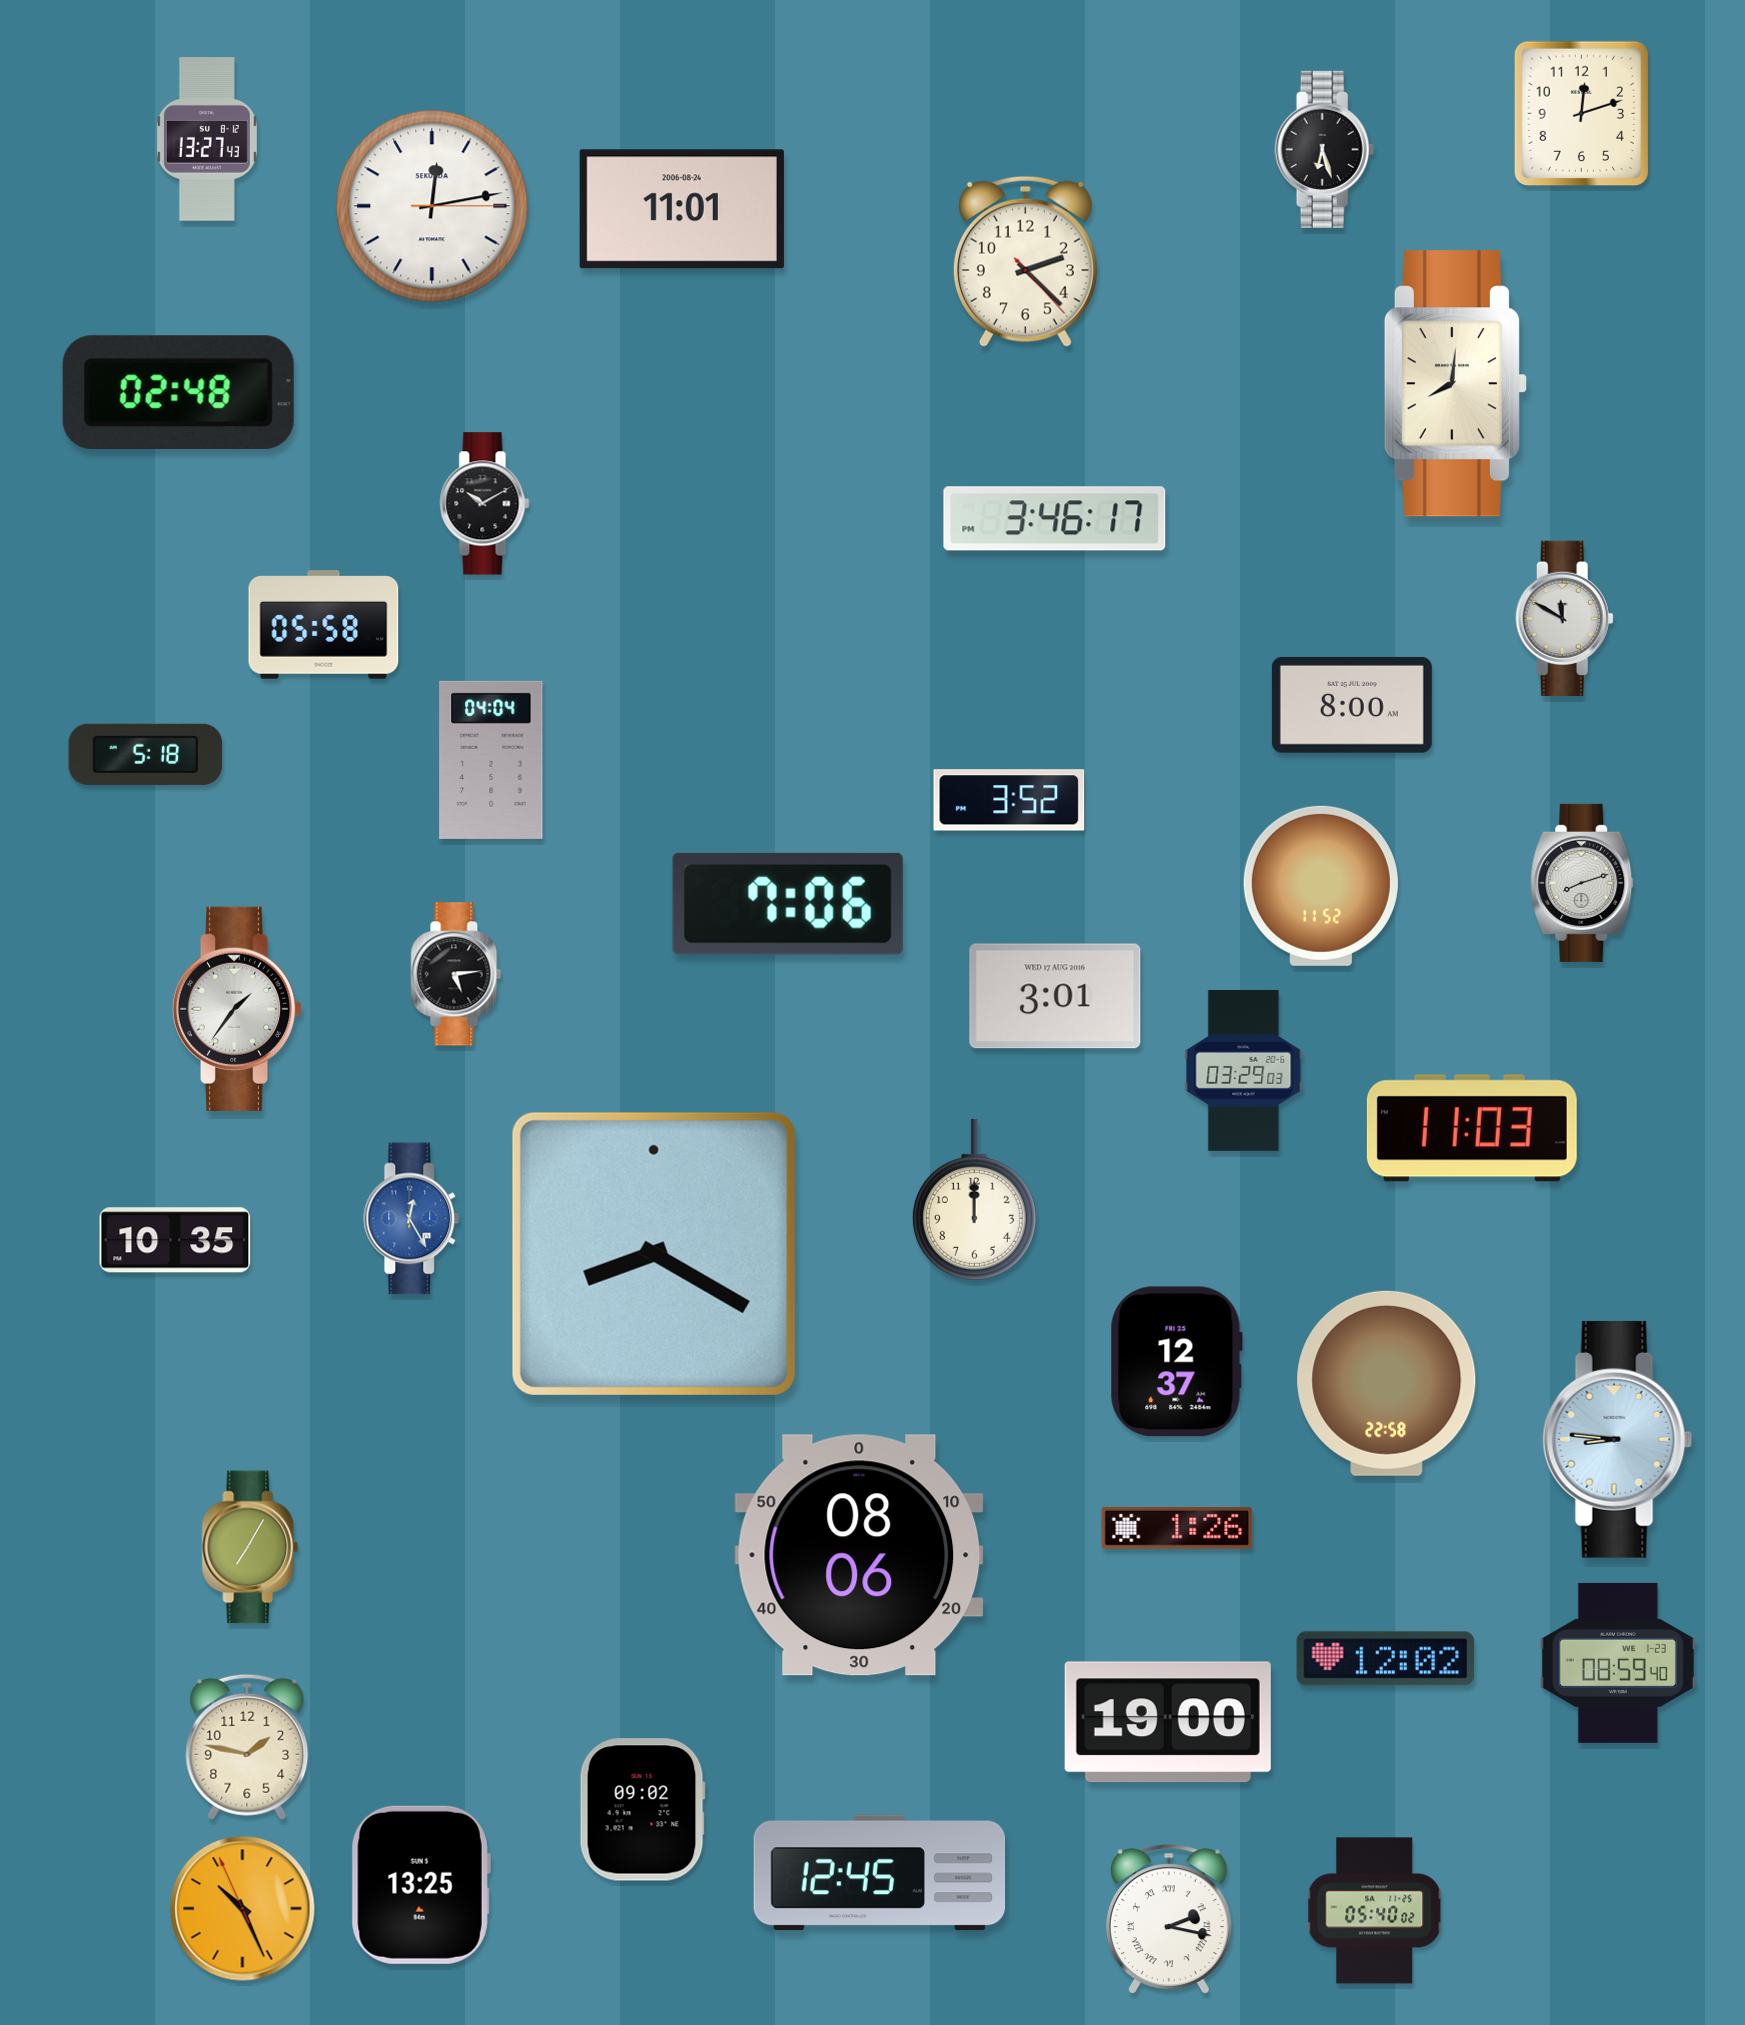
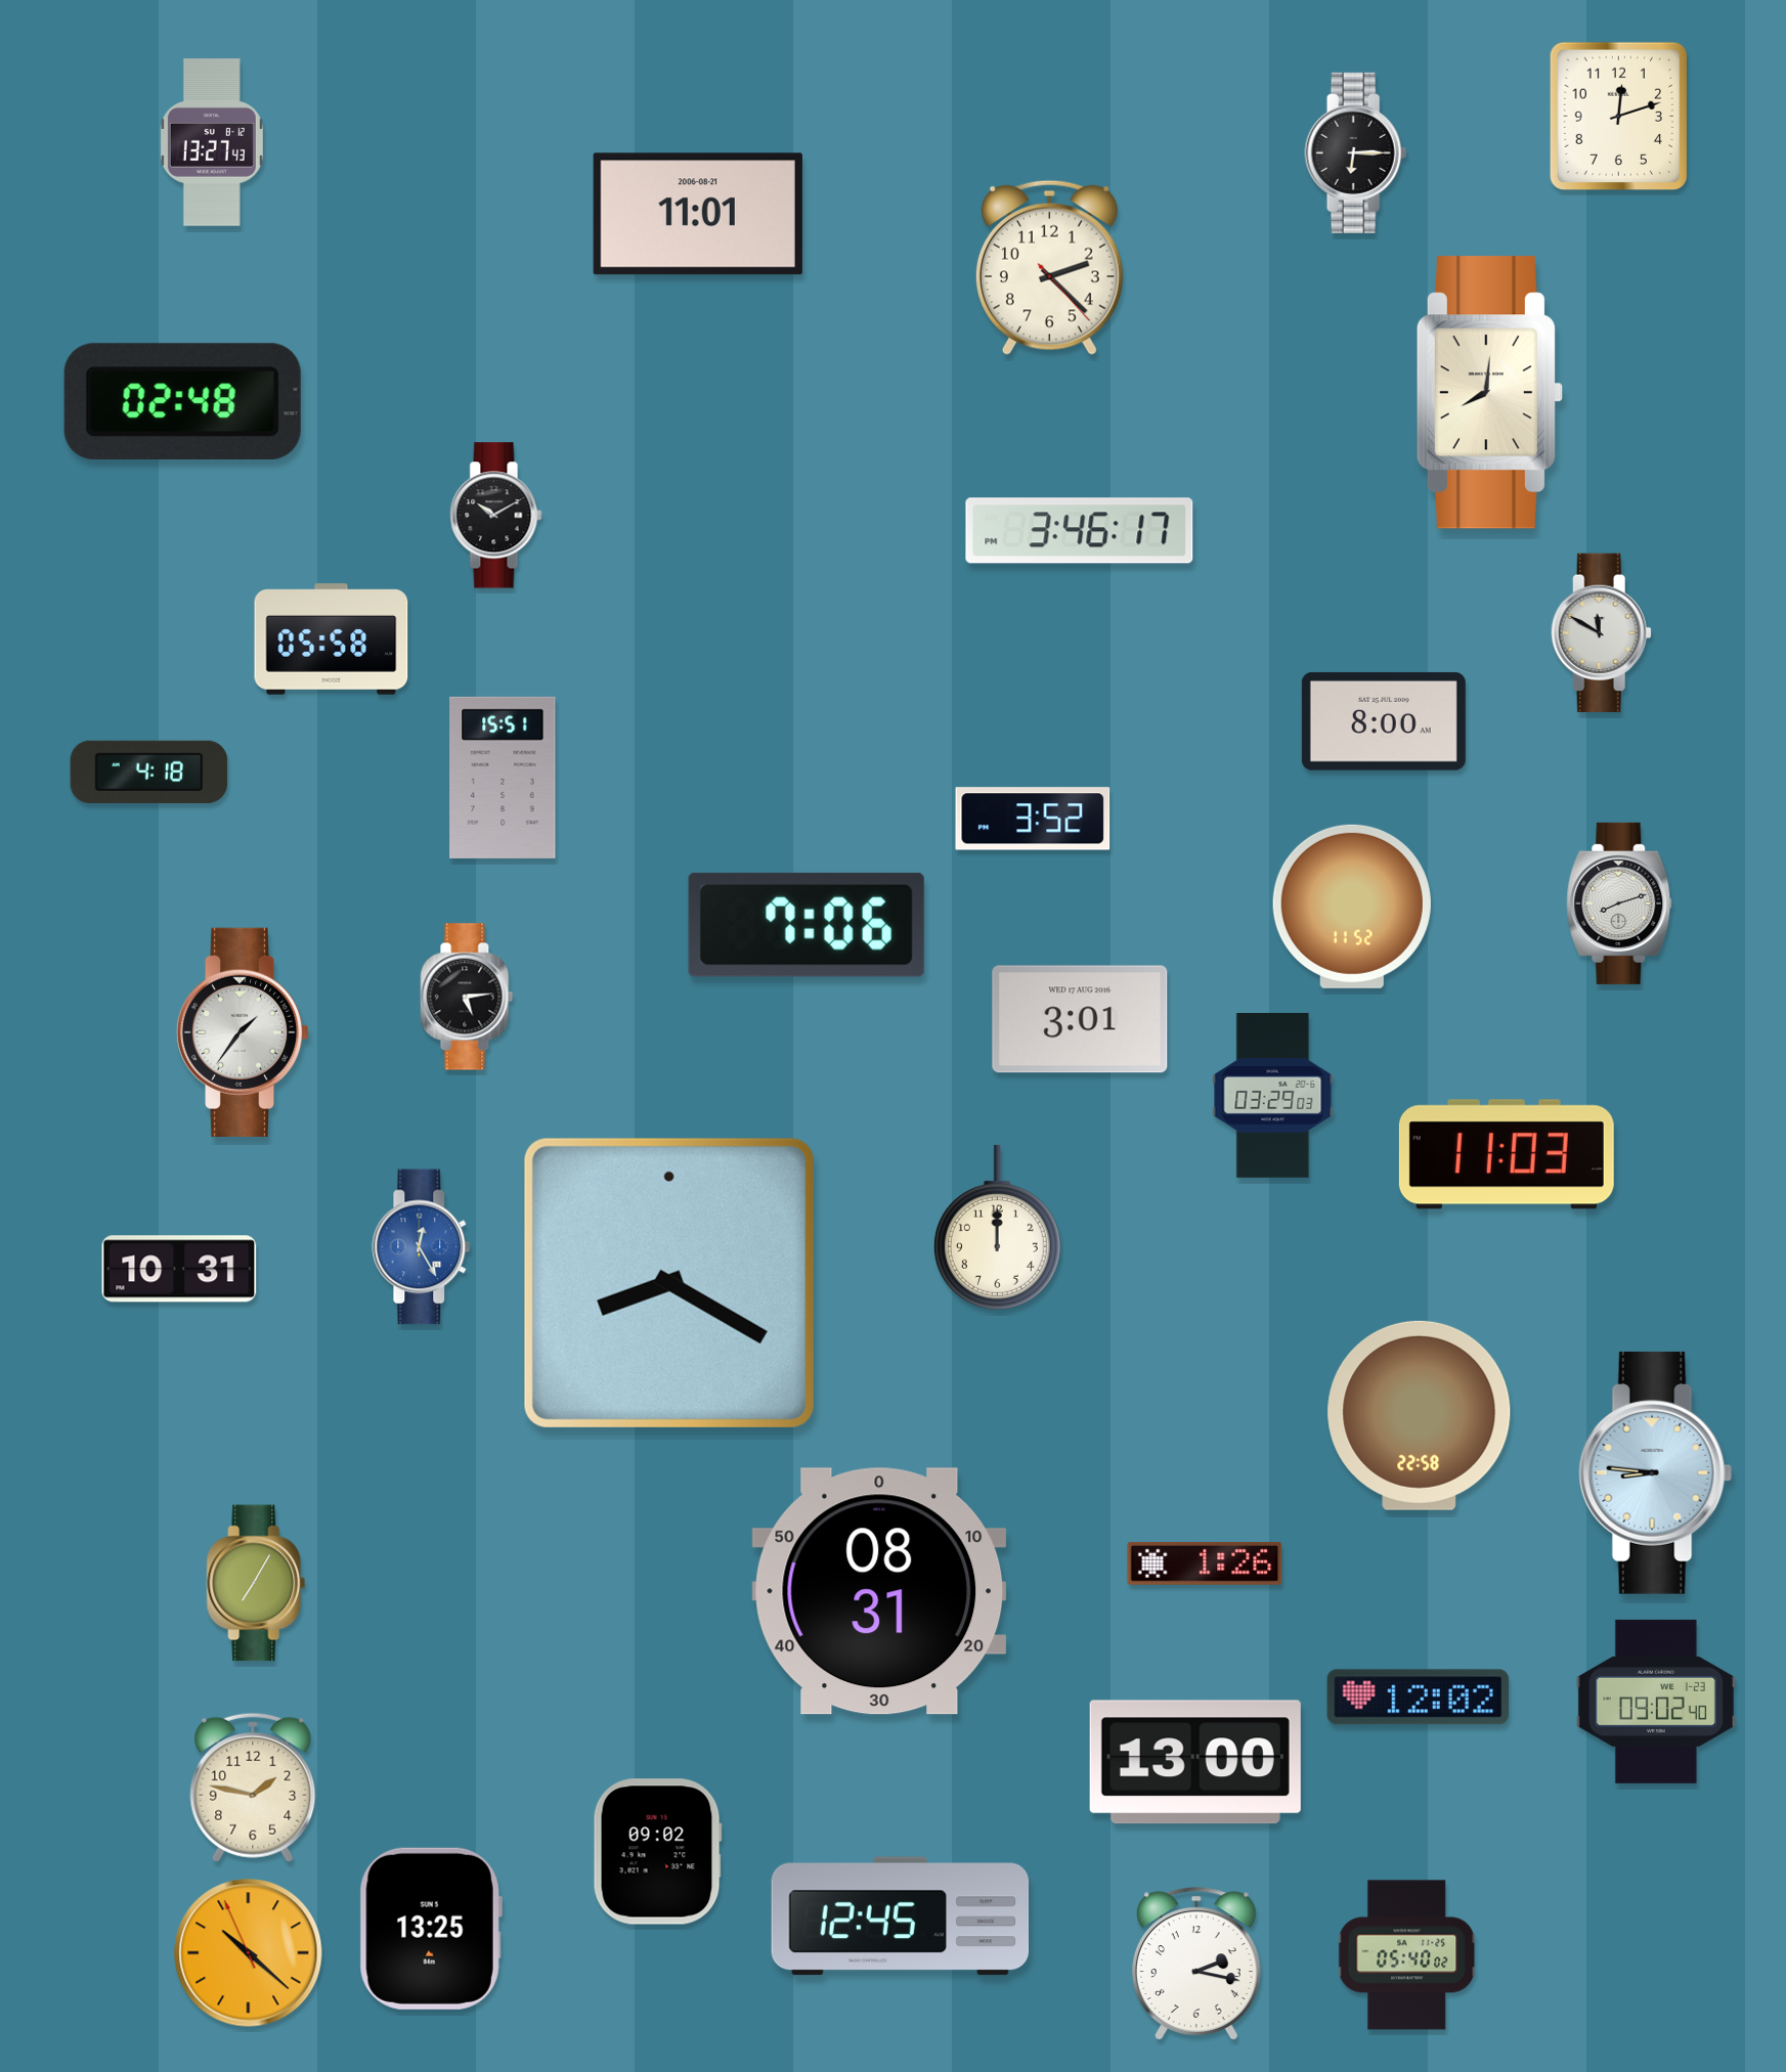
clock at (1325, 149): 6:27 -> 6:15
clock at (432, 206): 12:13 -> none
clock at (682, 209) date: 2006-08-24 -> 2006-08-21
clock at (146, 754): 5:18 -> 4:18
clock at (491, 760): 04:04 -> 15:51
clock at (175, 1240): 10:35 -> 10:31
clock at (1176, 1362): 12:37 -> none
clock at (859, 1555): 08:06 -> 08:31
clock at (1618, 1663): 08:59 -> 09:02
clock at (1168, 1722): 19:00 -> 13:00
clock at (243, 1909): 10:25 -> 10:21
clock at (1169, 1919) numerals: Roman -> Arabic
